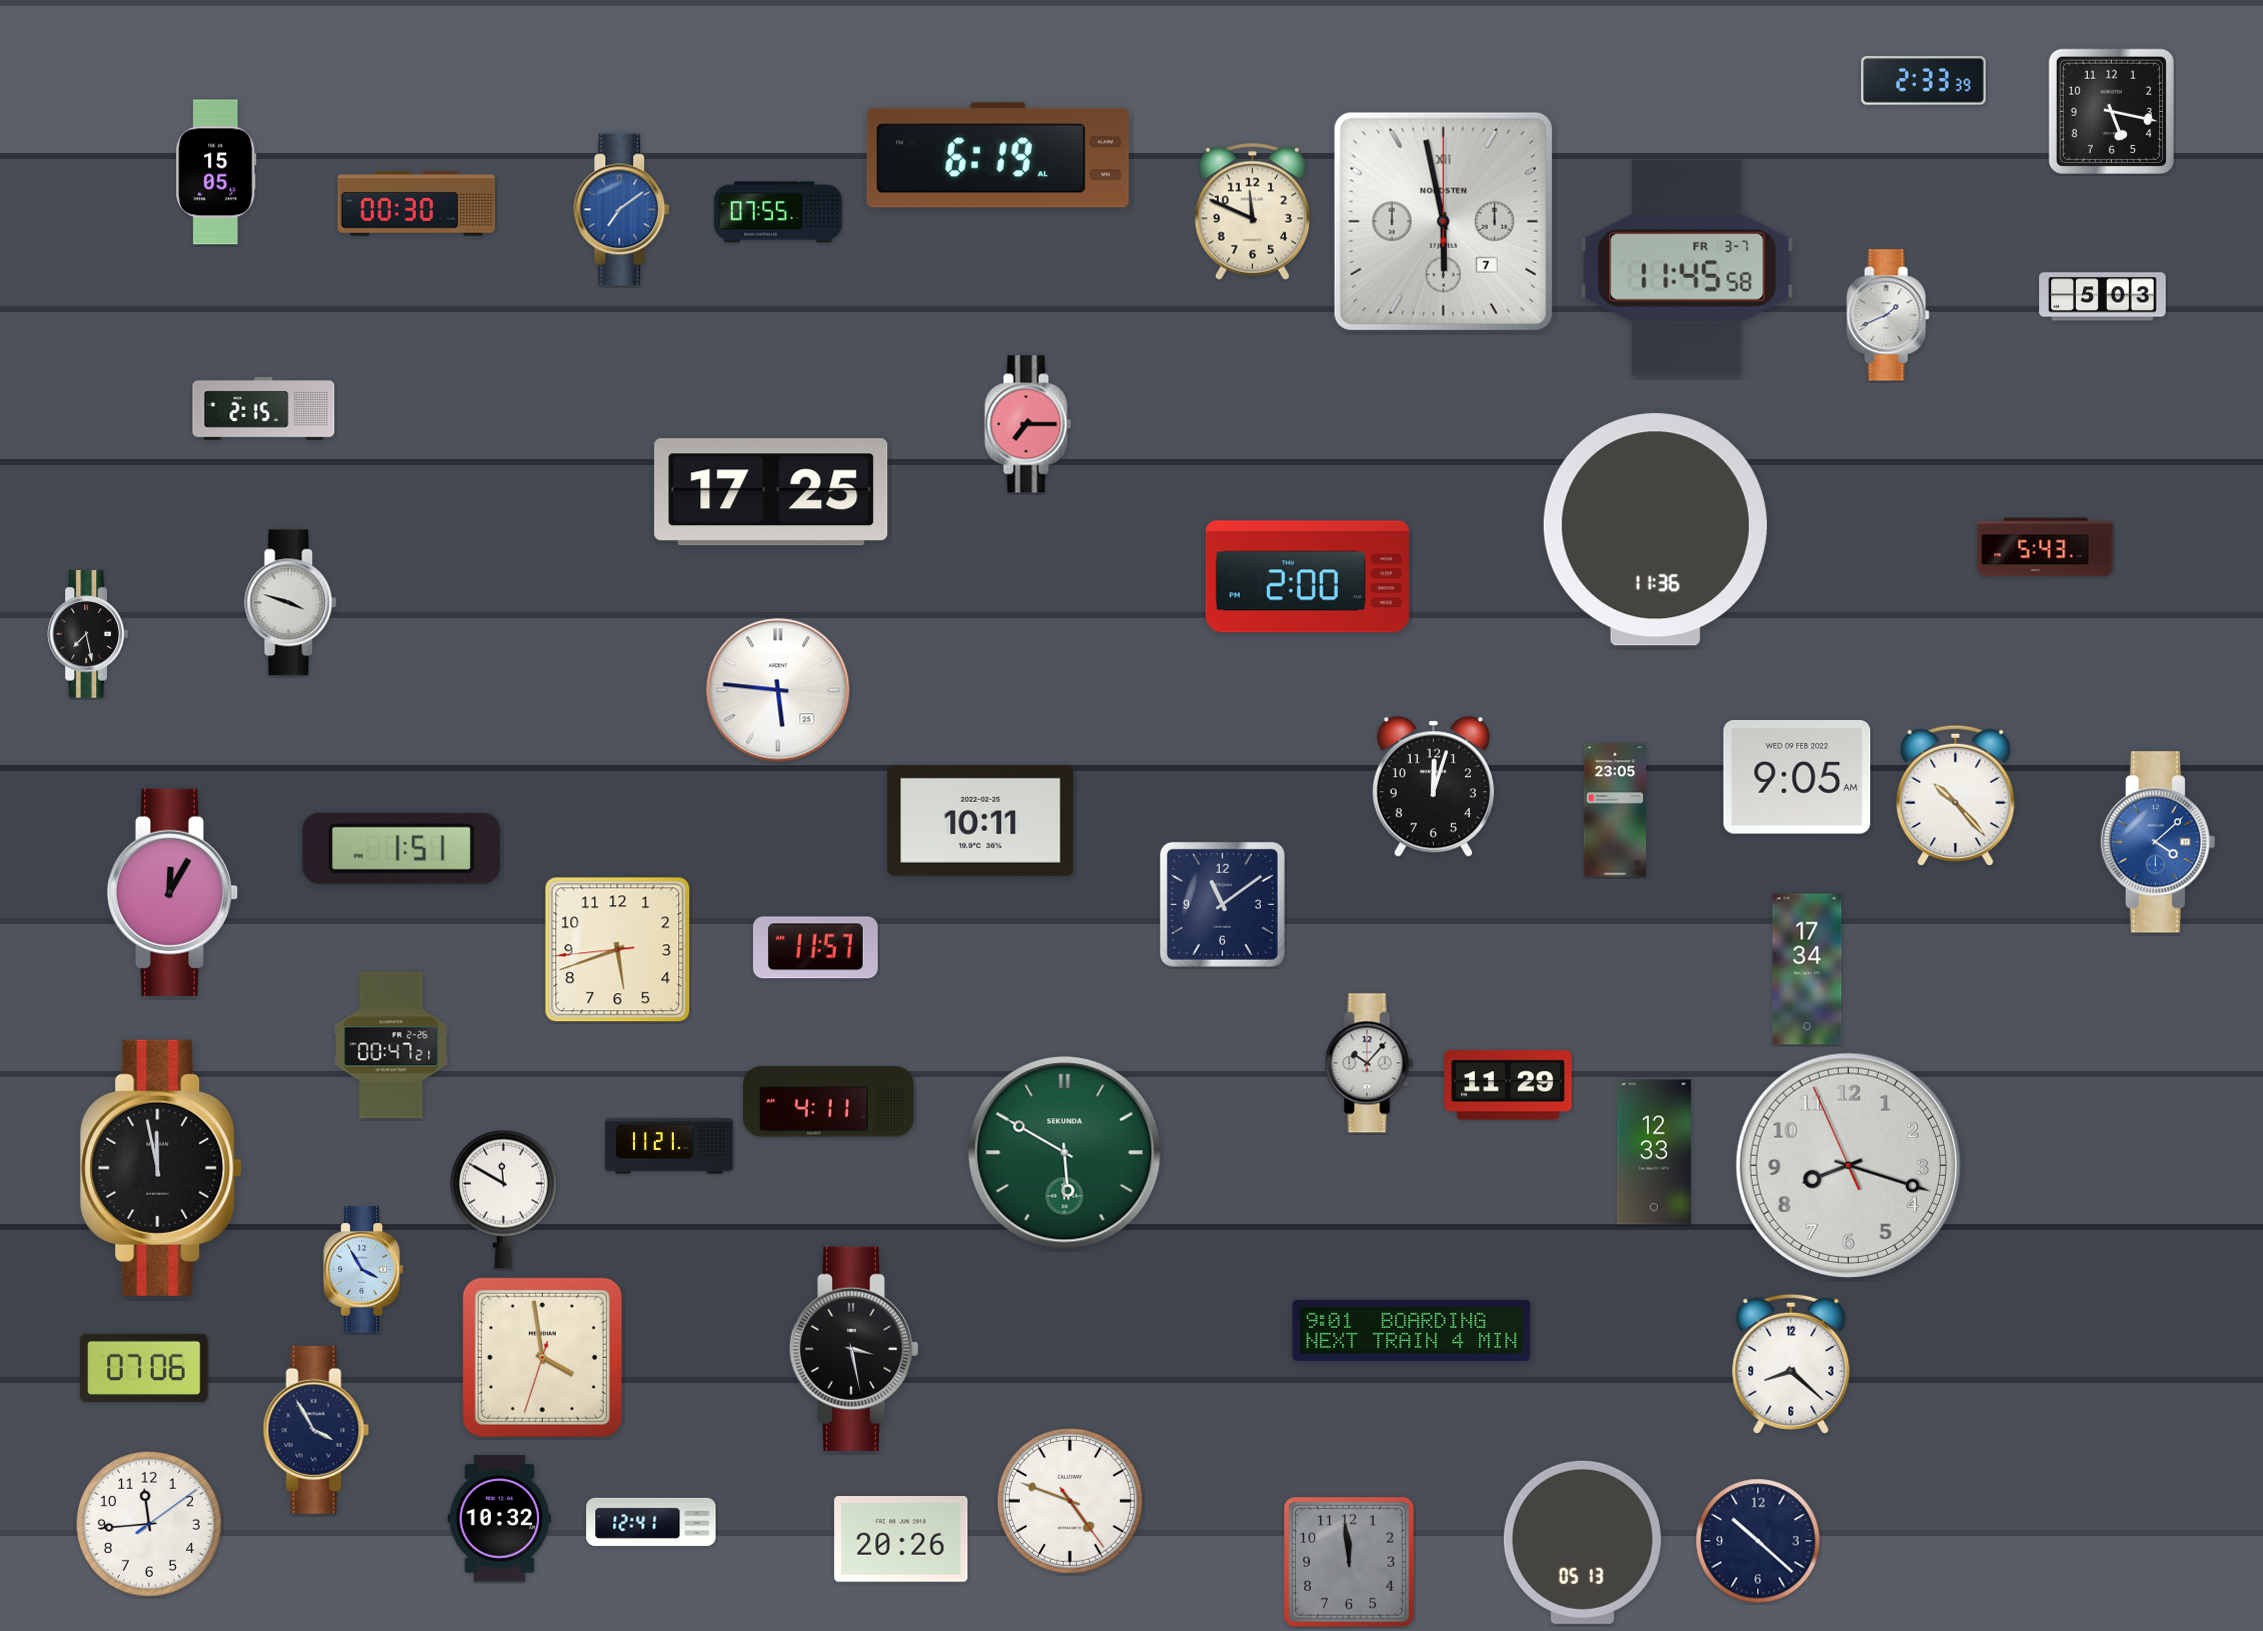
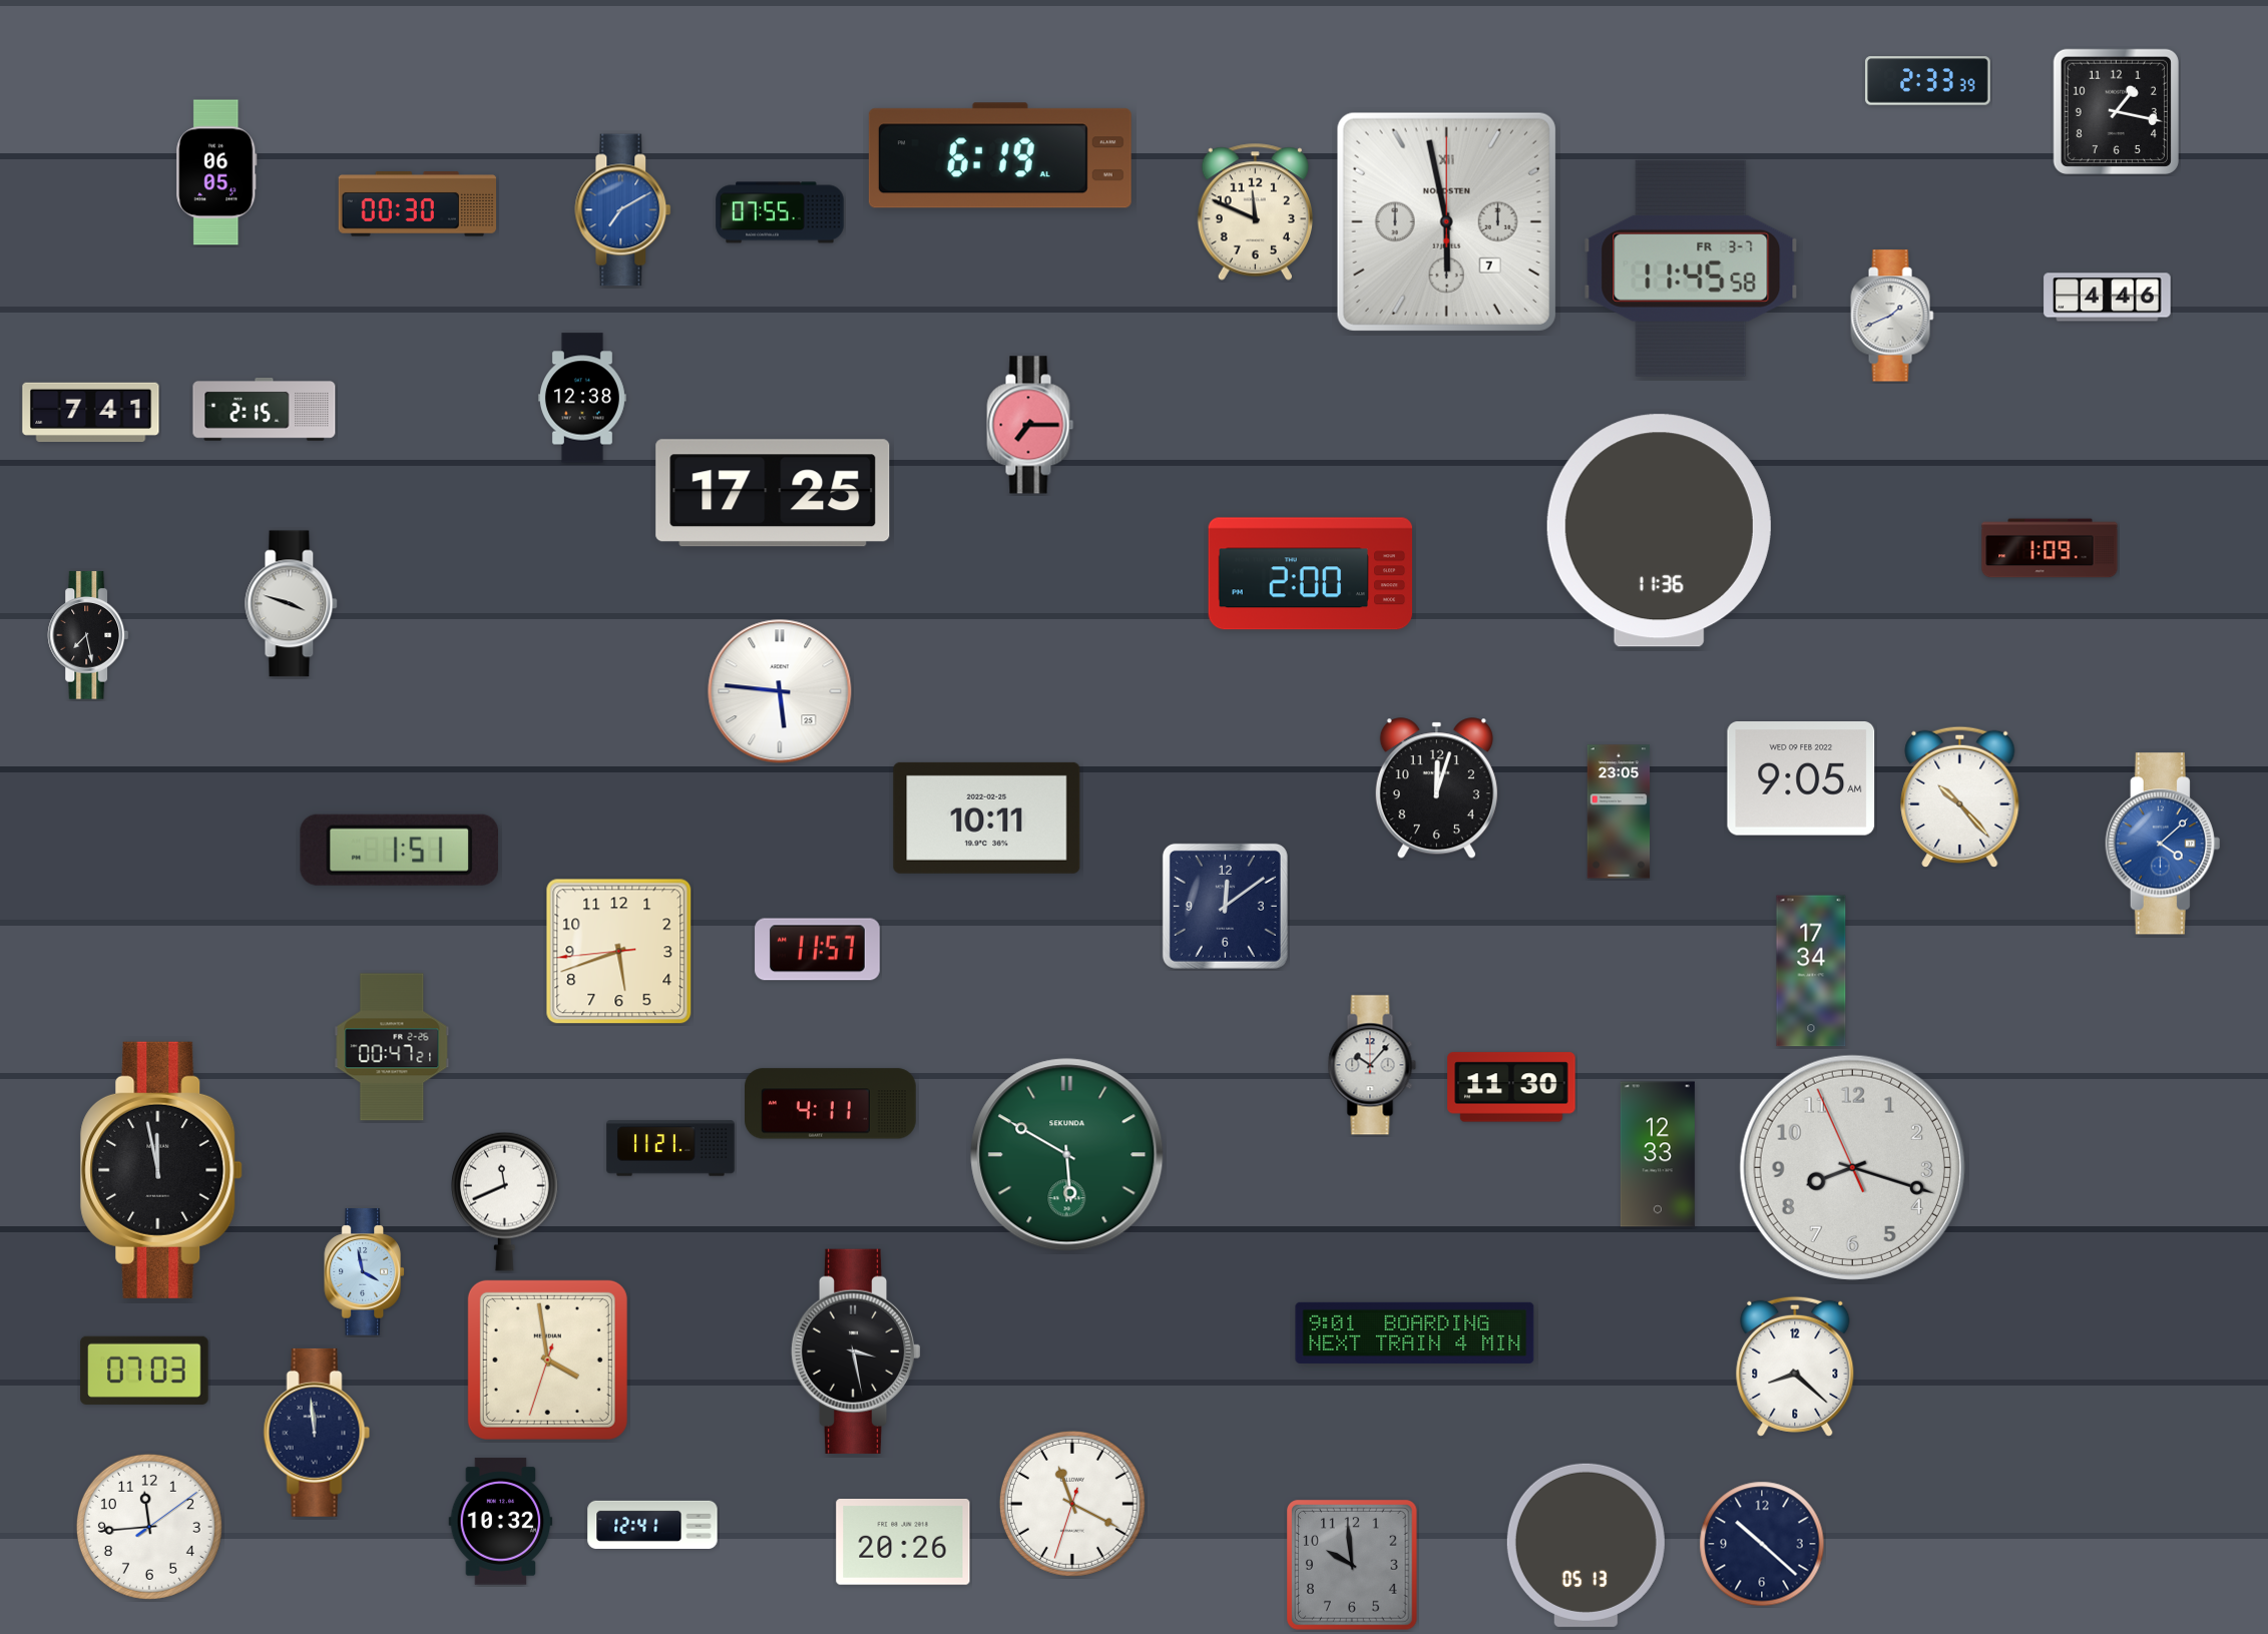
clock at (2111, 111): 5:17 -> 1:17
clock at (216, 172): 15:05 -> 06:05
clock at (622, 210): 7:09 -> 7:10
clock at (2103, 297): 5:03 -> 4:46
clock at (582, 398): none -> 12:38
clock at (91, 413): none -> 7:41
clock at (2045, 547): 5:43 -> 1:09
clock at (1307, 577) position: (1307, 577) -> (1310, 574)
clock at (981, 820) position: (981, 820) -> (987, 818)
clock at (401, 848) position: (401, 848) -> (399, 850)
clock at (173, 892): 12:05 -> none
clock at (1222, 904): 11:09 -> 12:09
clock at (1508, 1085): 11:29 -> 11:30
clock at (503, 1199): 11:50 -> 11:41
clock at (363, 1270): 3:55 -> 3:58
clock at (542, 1357) position: (542, 1357) -> (547, 1359)
clock at (144, 1368): 07:06 -> 07:03
clock at (316, 1430): 3:55 -> 11:59
clock at (1070, 1501): 4:48 -> 11:19
clock at (1350, 1563): 11:59 -> 9:59
